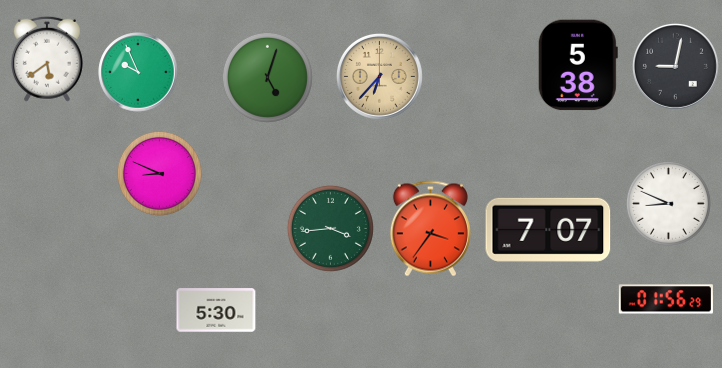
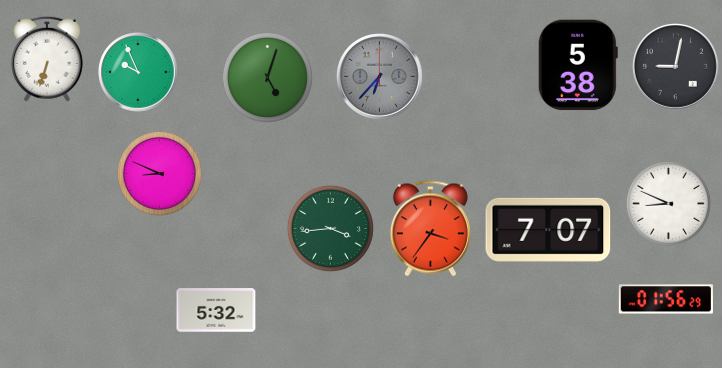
clock at (47, 59): 5:39 -> 6:33
clock at (379, 76) dial: champagne -> grey
clock at (216, 310): 5:30 -> 5:32
